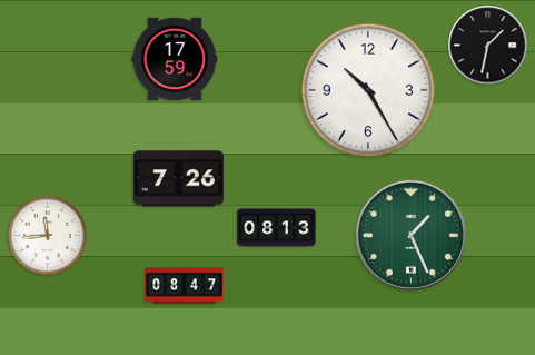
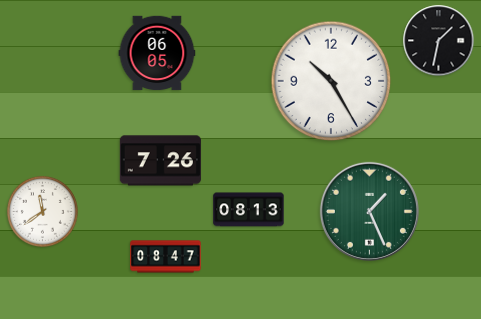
clock at (175, 59): 17:59 -> 06:05
clock at (277, 228) position: (277, 228) -> (249, 210)
clock at (47, 235): 11:44 -> 11:39
